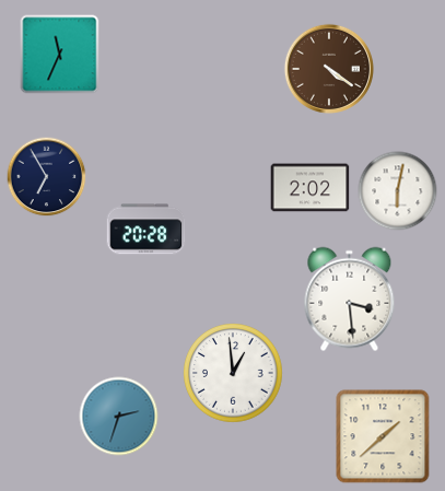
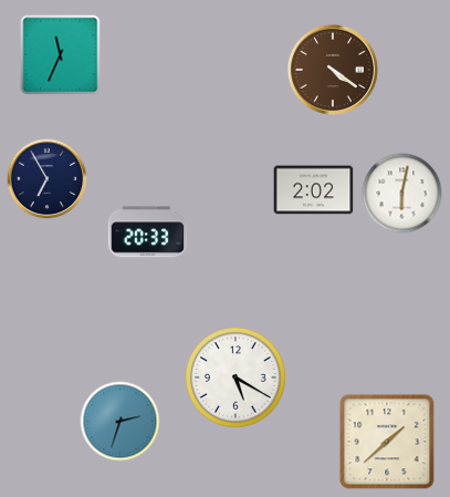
clock at (147, 230): 20:28 -> 20:33
clock at (350, 300): 3:29 -> none
clock at (233, 373): 12:59 -> 5:20
